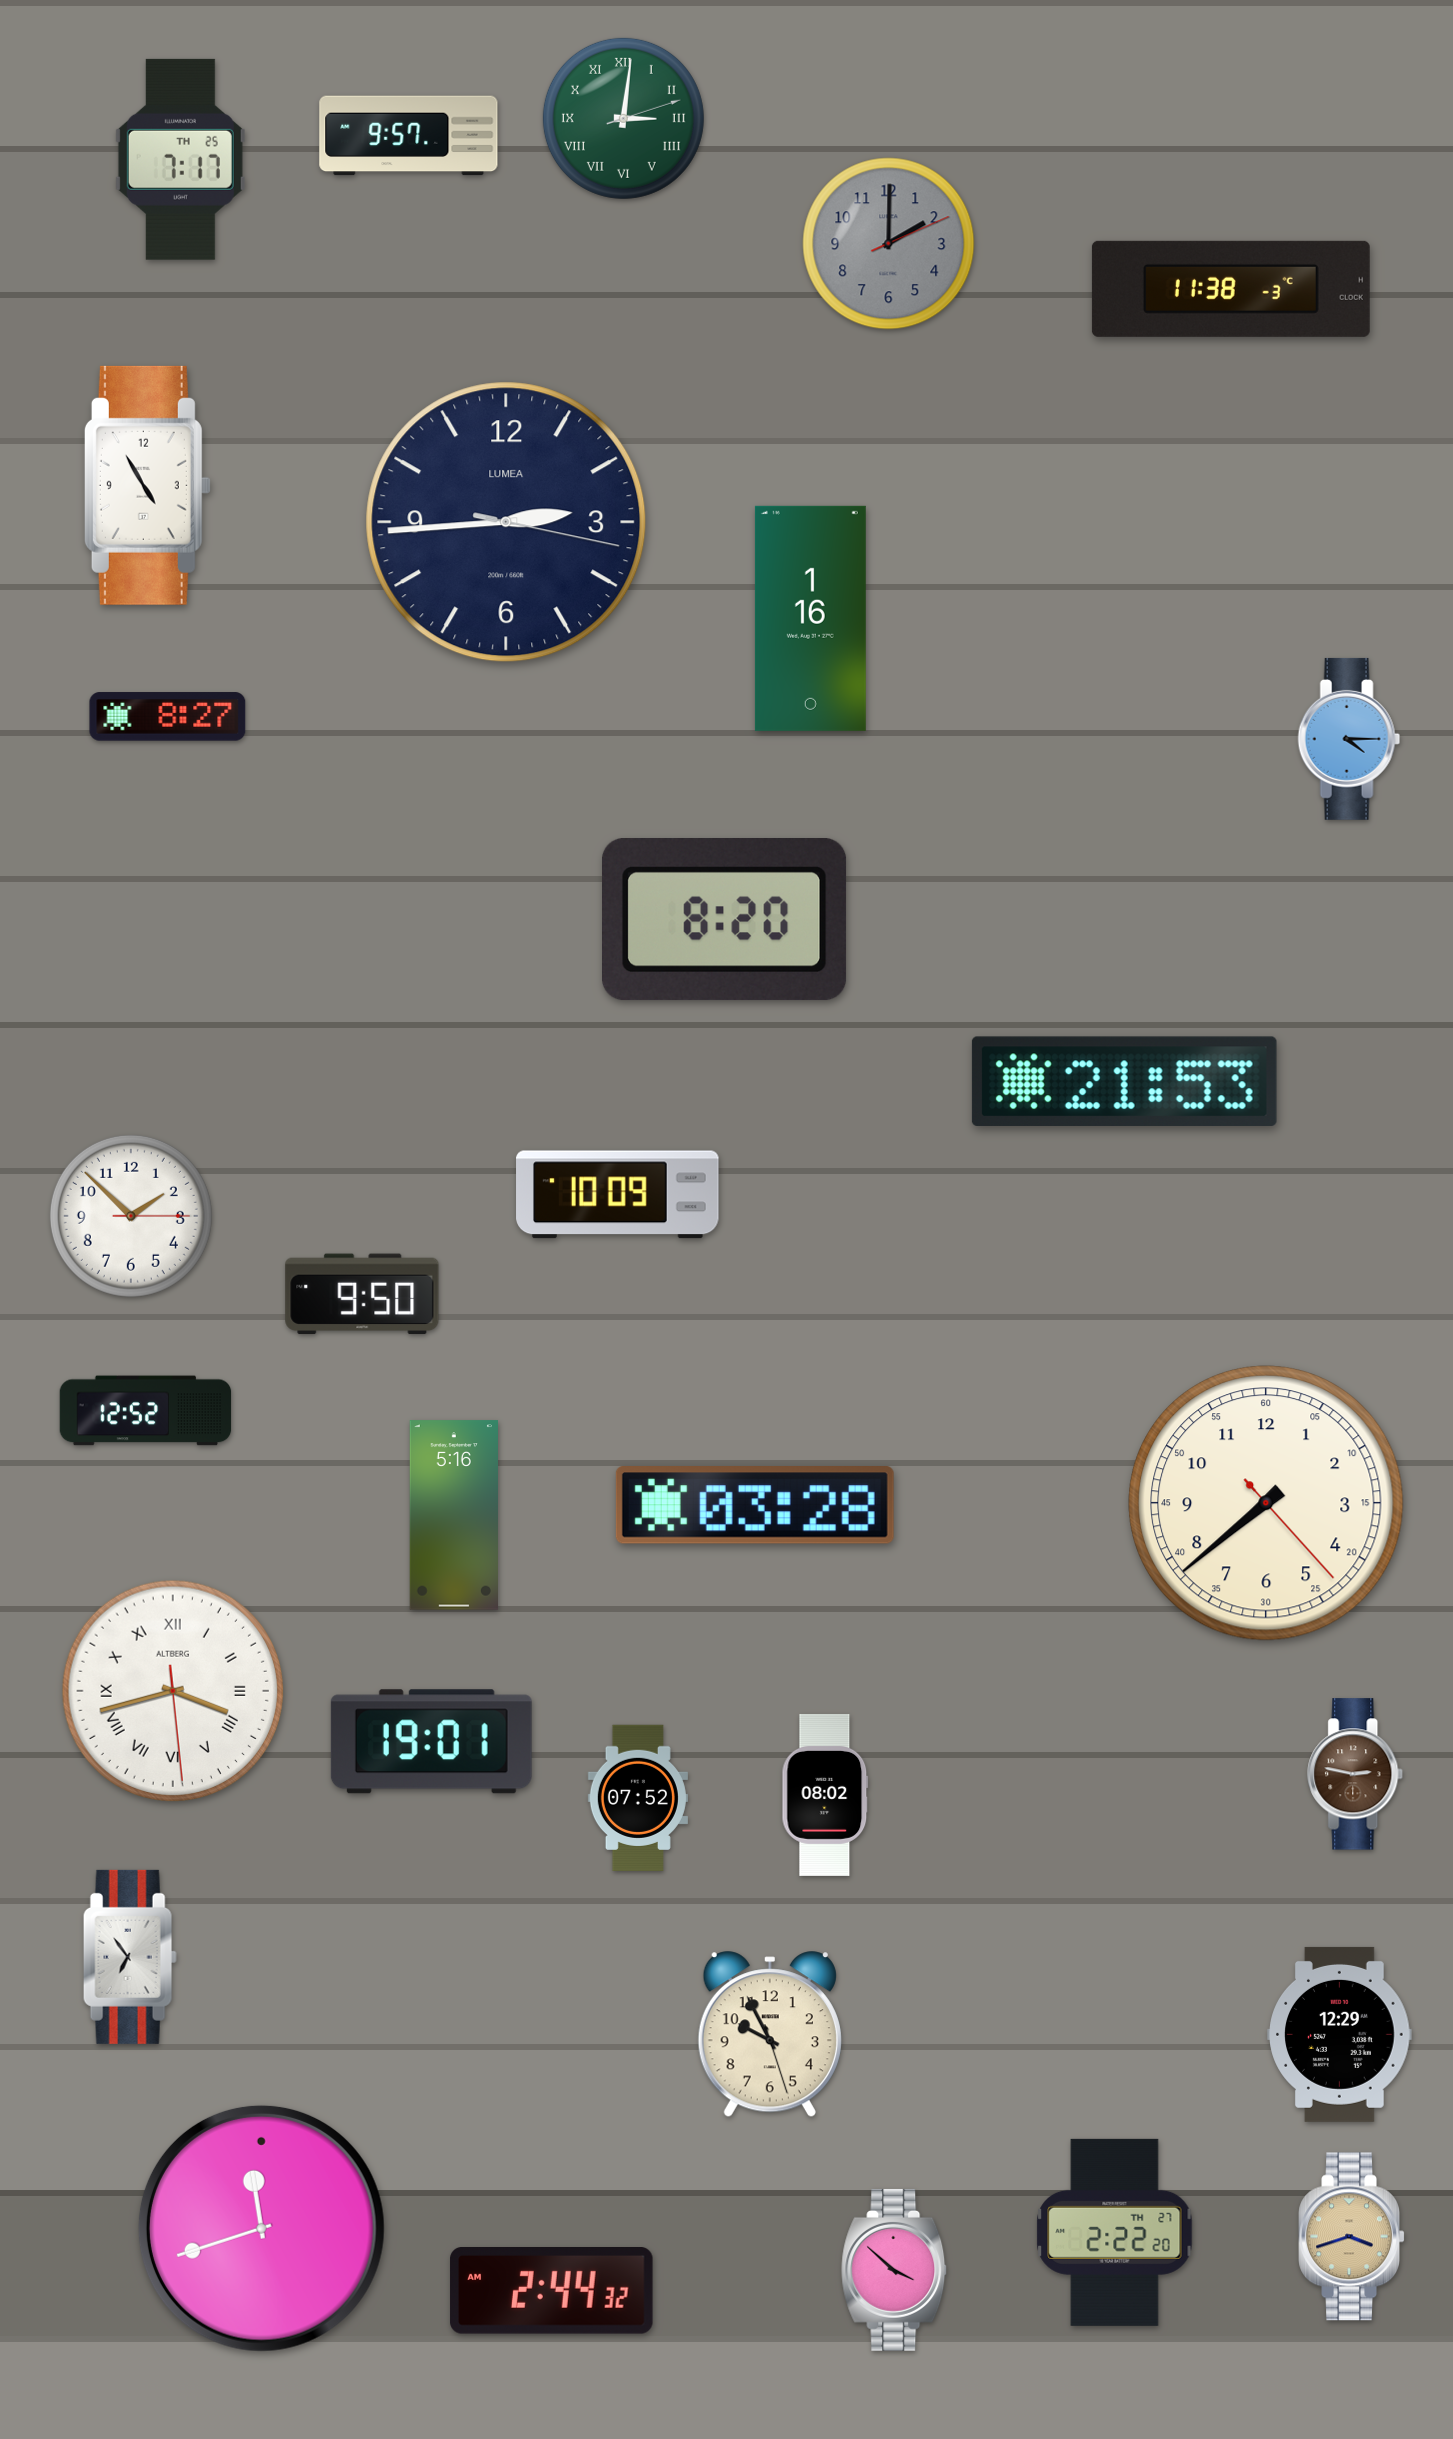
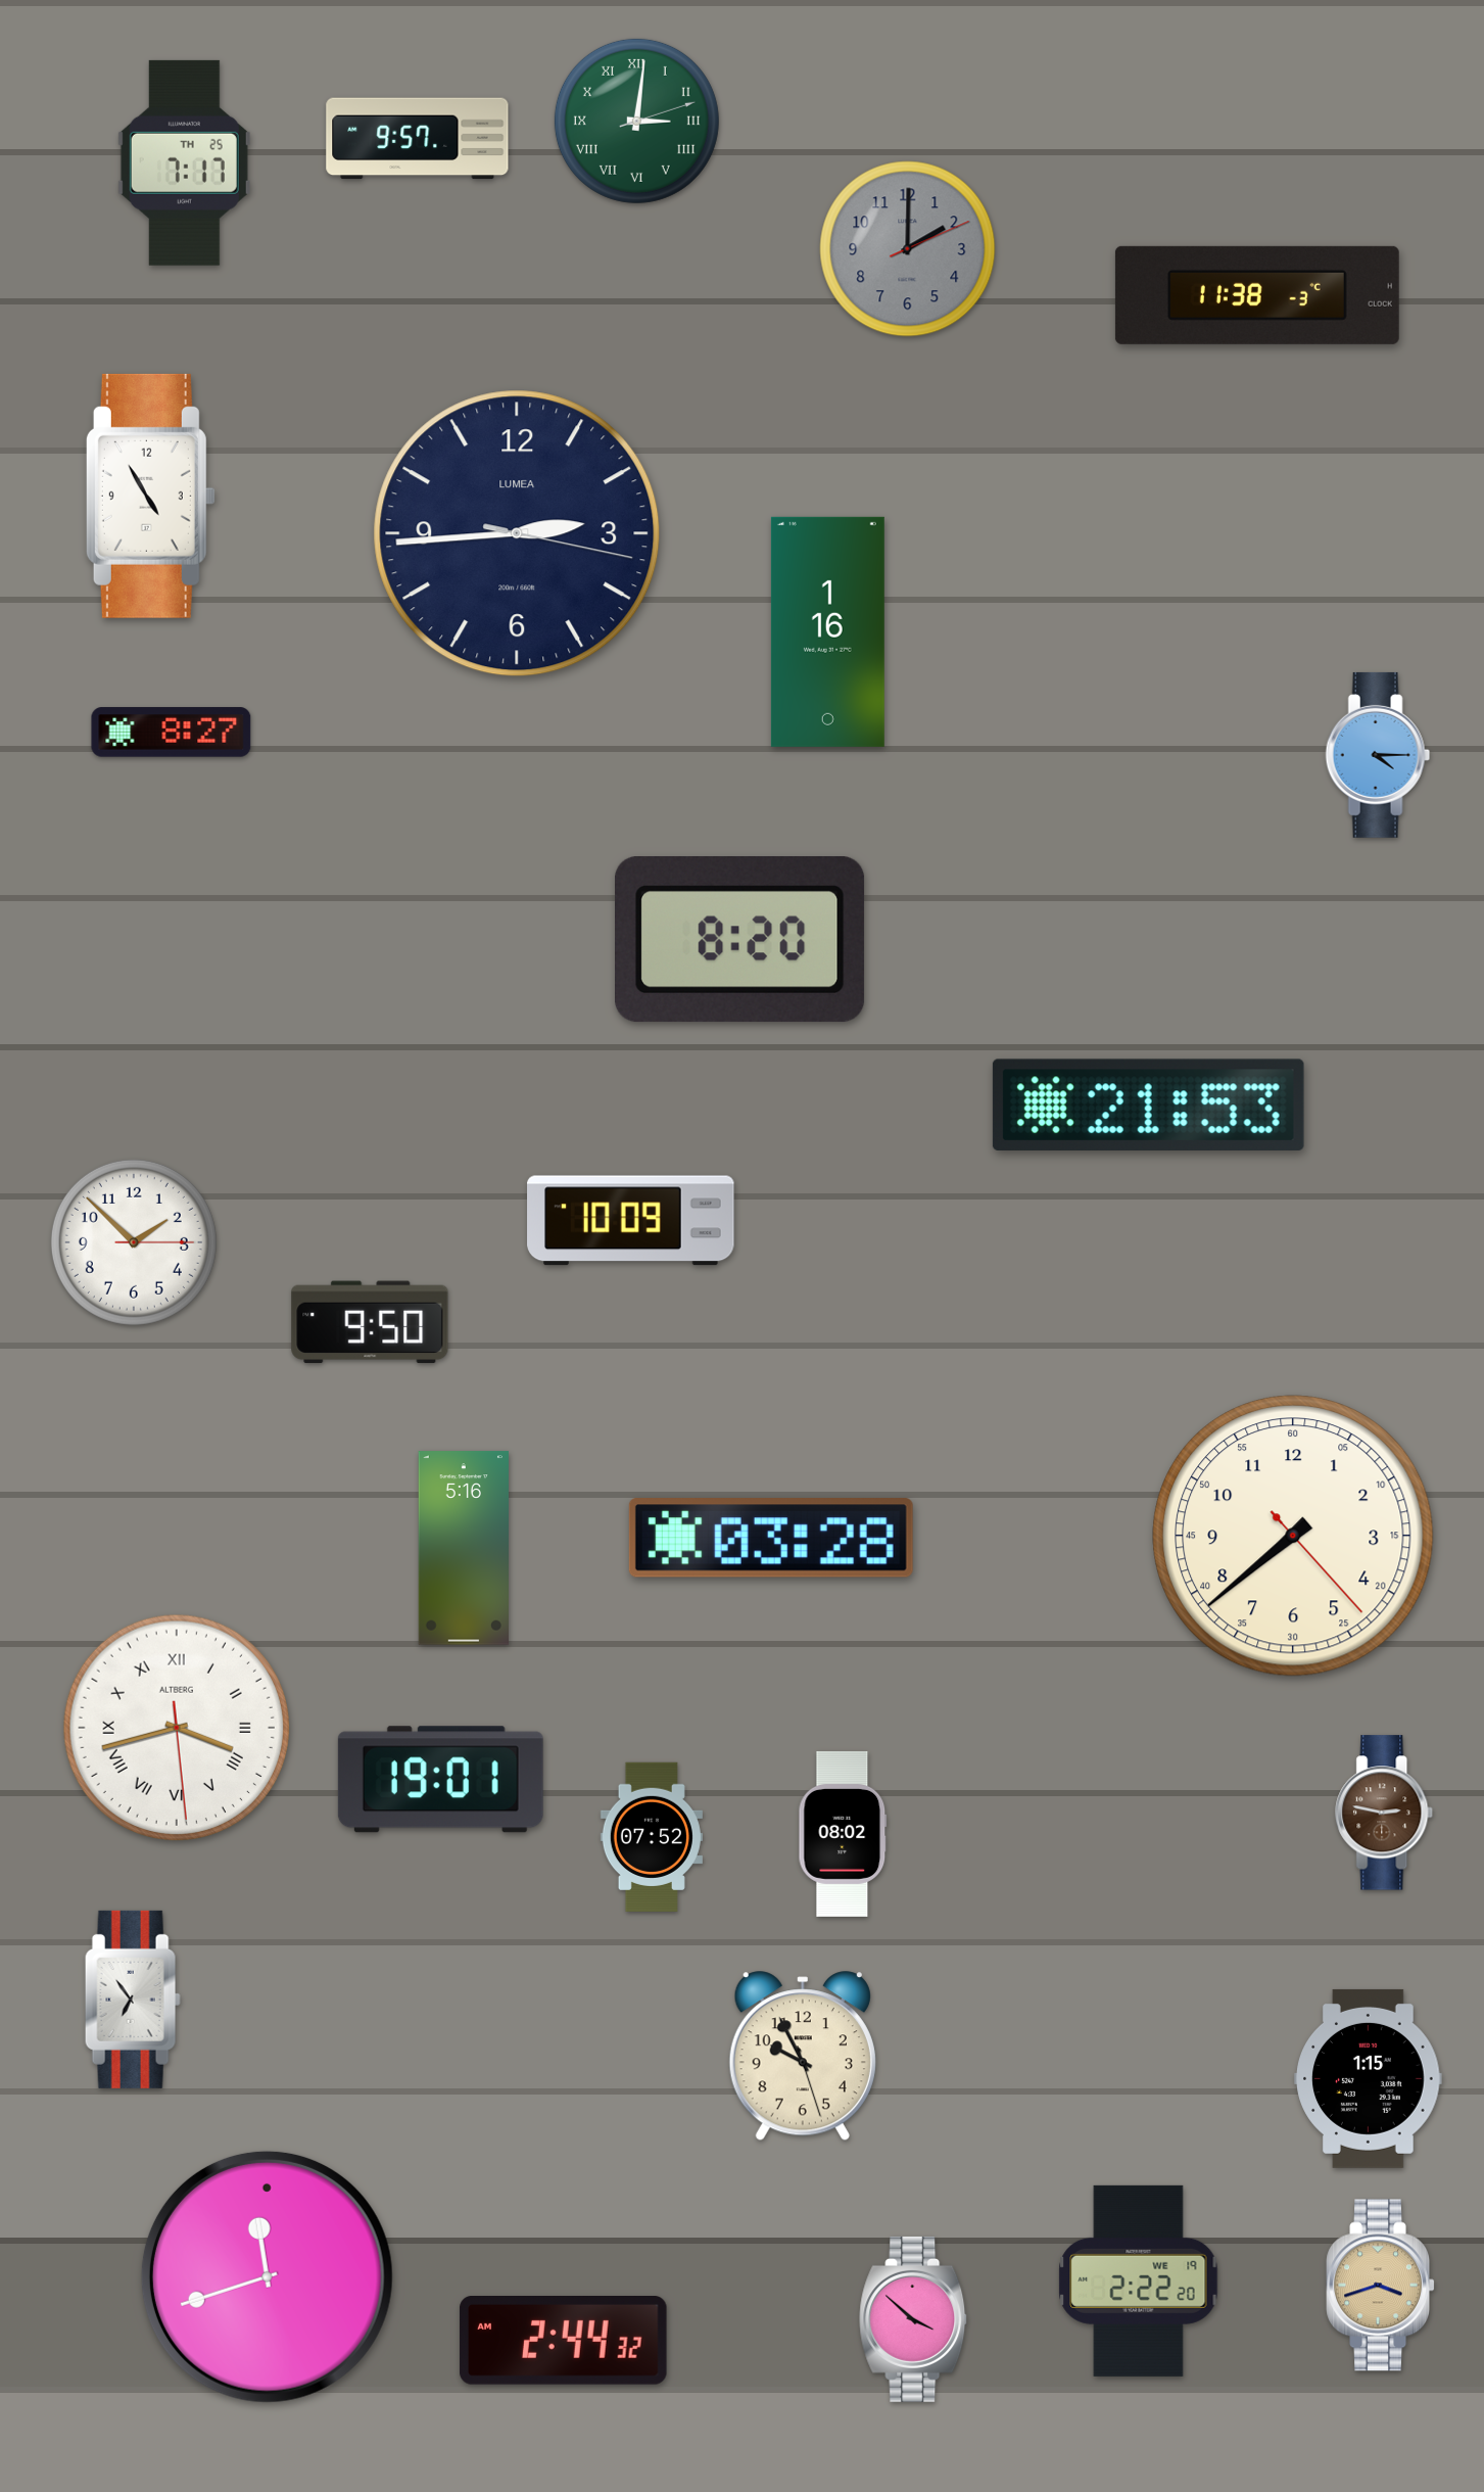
clock at (146, 1411): 12:52 -> none
clock at (1340, 2034): 12:29 -> 1:15
clock at (770, 2035) position: (770, 2035) -> (803, 2057)
clock at (1115, 2232) date: TH 27 -> WE 19
